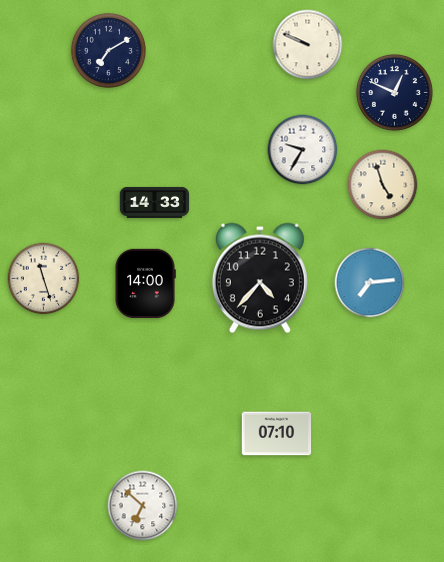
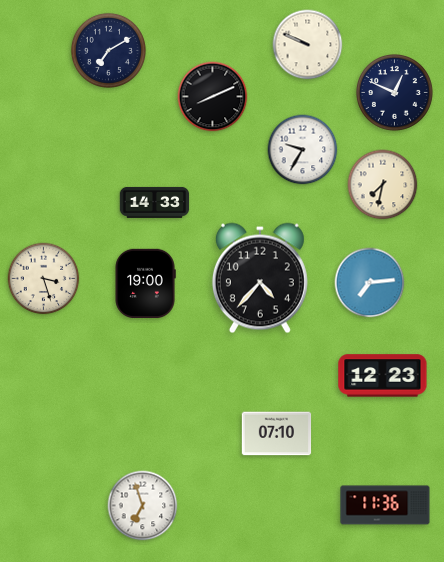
clock at (213, 97): none -> 8:11
clock at (383, 185): 4:57 -> 7:32
clock at (44, 279): 11:27 -> 3:27
clock at (145, 284): 14:00 -> 19:00
clock at (383, 376): none -> 12:23
clock at (385, 505): none -> 11:36
clock at (143, 506): 6:52 -> 6:57
